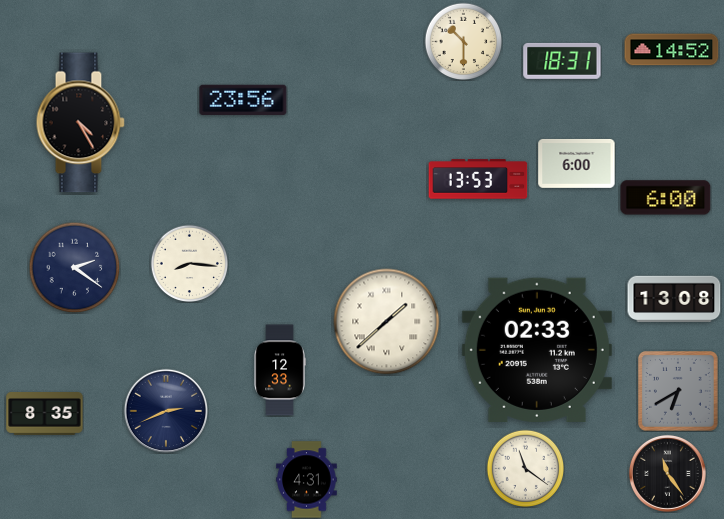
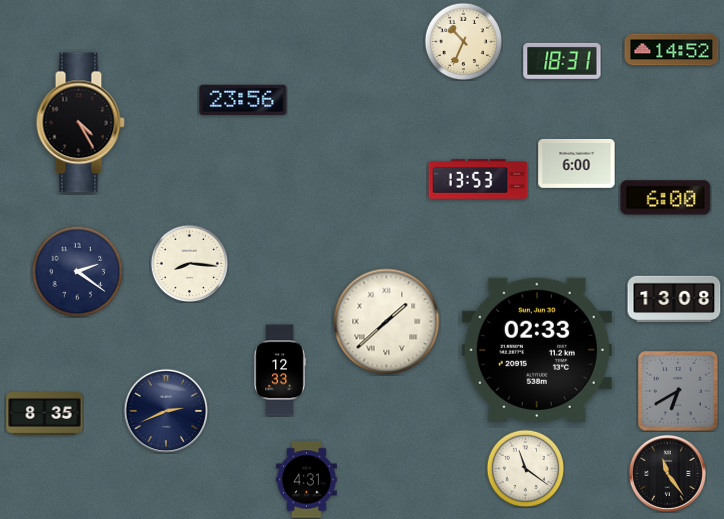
clock at (463, 41): 10:30 -> 10:34
clock at (74, 267) position: (74, 267) -> (77, 271)
